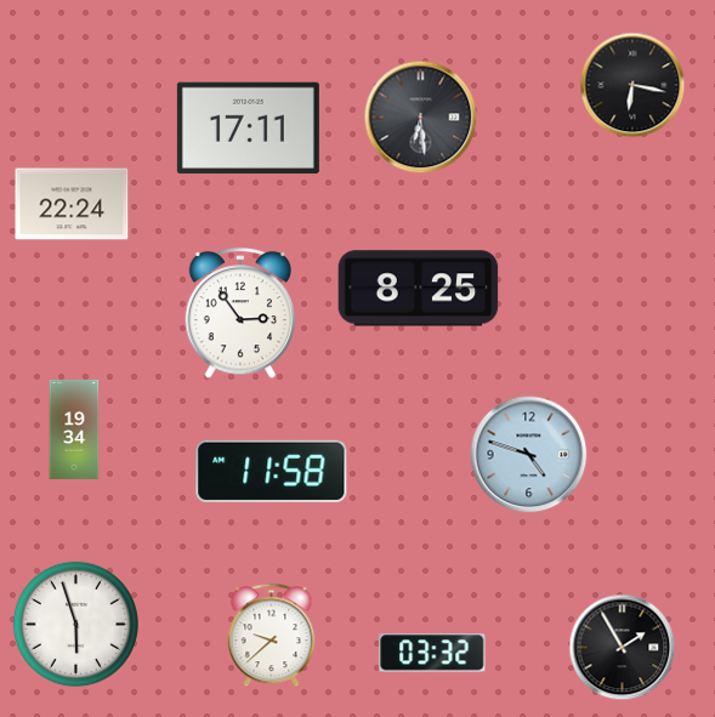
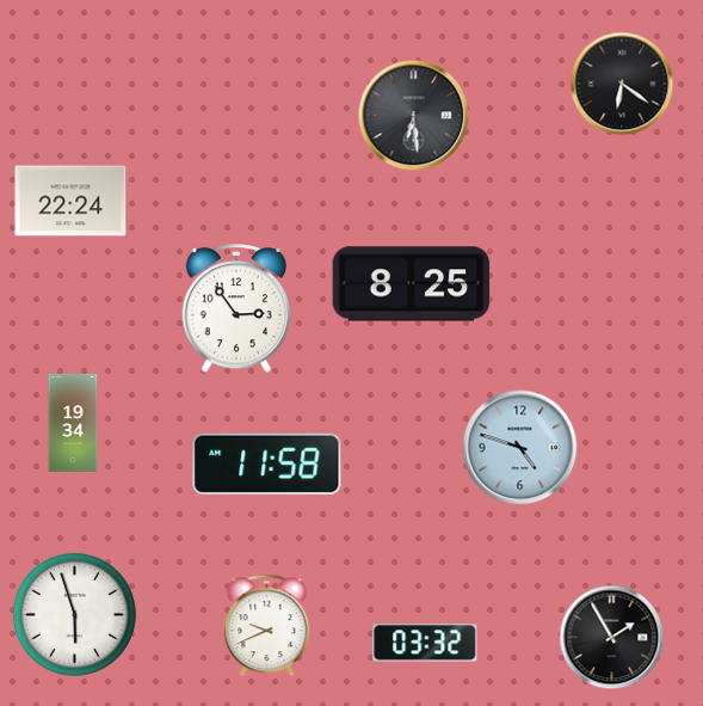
clock at (632, 85): 6:17 -> 6:21
clock at (248, 129): 17:11 -> none
clock at (272, 636): 9:38 -> 9:41
